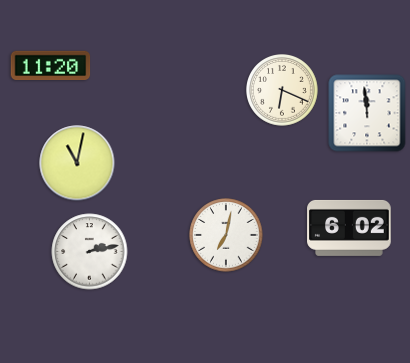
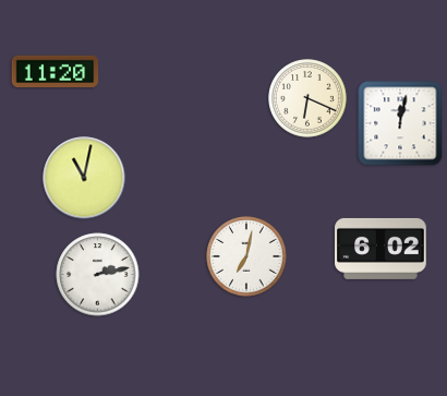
clock at (367, 113): 11:59 -> 12:02
